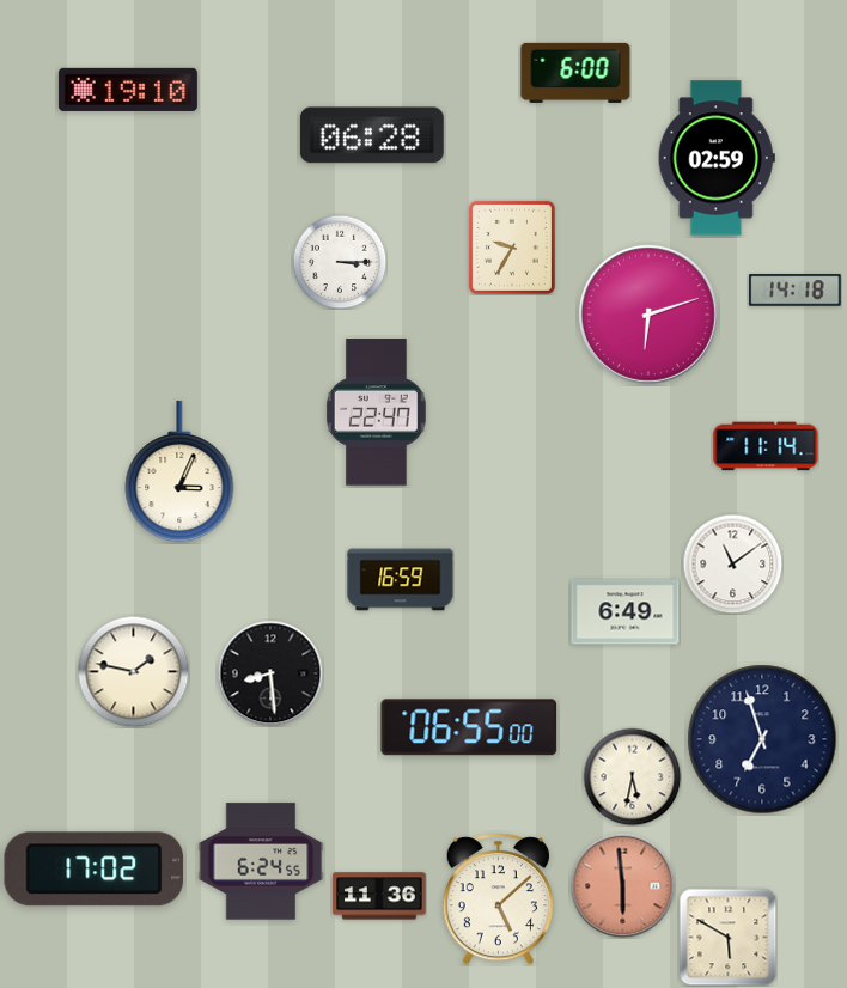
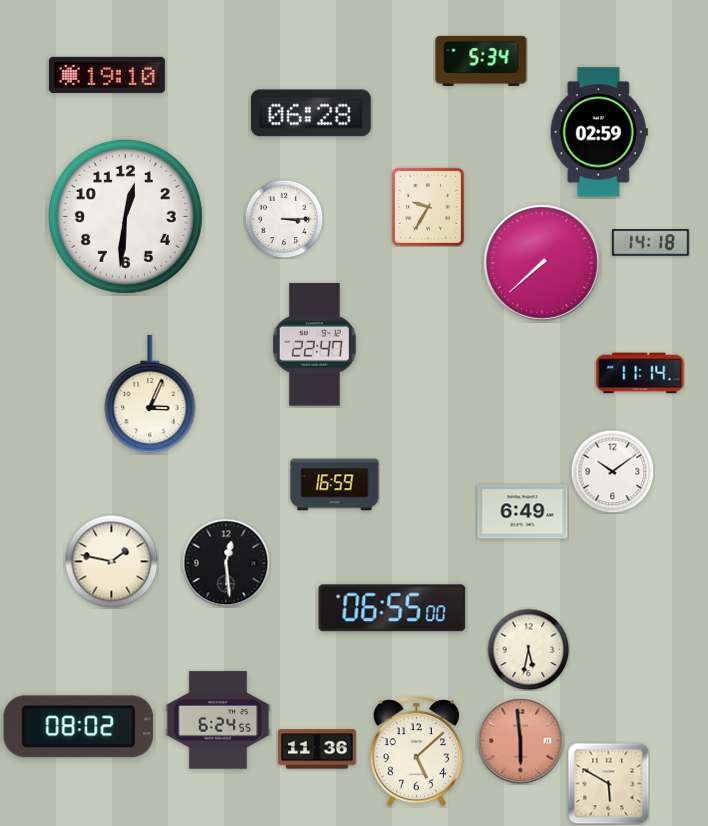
clock at (575, 73): 6:00 -> 5:34
clock at (125, 216): none -> 12:31
clock at (796, 291) position: (796, 291) -> (651, 243)
clock at (648, 315): 6:12 -> 7:38
clock at (732, 563): 11:09 -> 10:09
clock at (270, 673): 8:29 -> 12:29
clock at (762, 739): 6:57 -> none
clock at (95, 870): 17:02 -> 08:02
